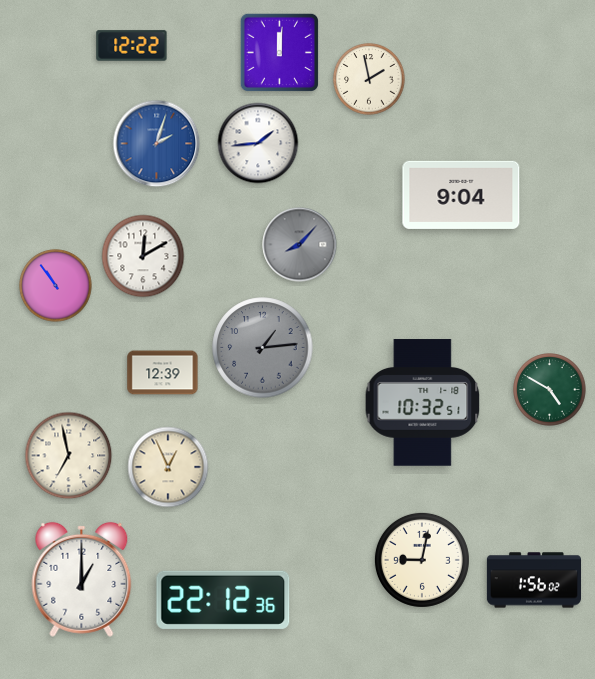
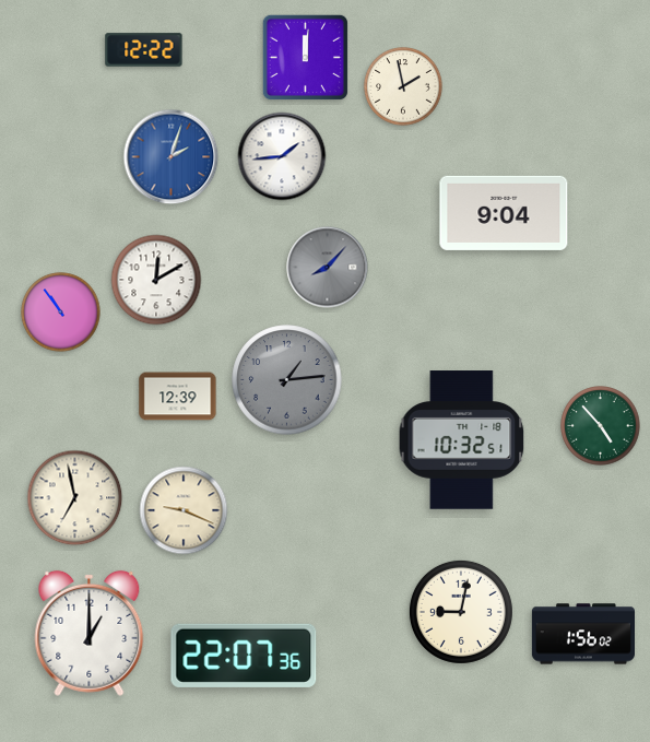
clock at (163, 373) position: (163, 373) -> (178, 397)
clock at (550, 390): 4:50 -> 4:53
clock at (168, 467): 12:56 -> 9:19
clock at (223, 600): 22:12 -> 22:07
